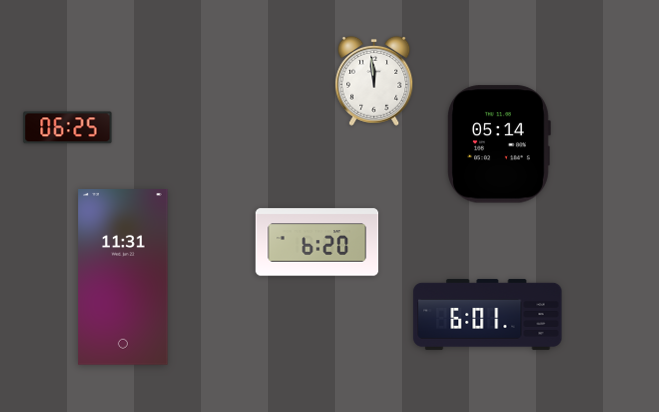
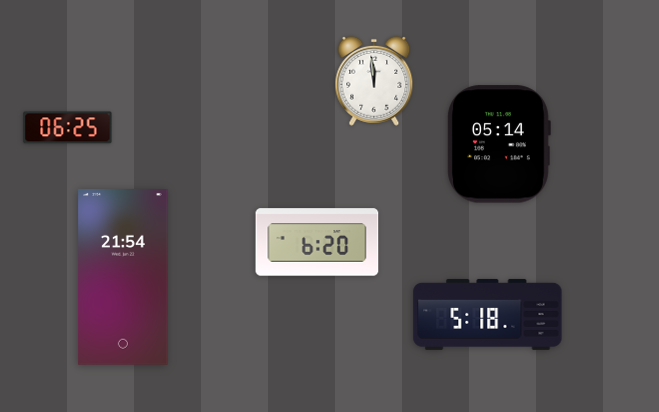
clock at (123, 278): 11:31 -> 21:54
clock at (488, 314): 6:01 -> 5:18
